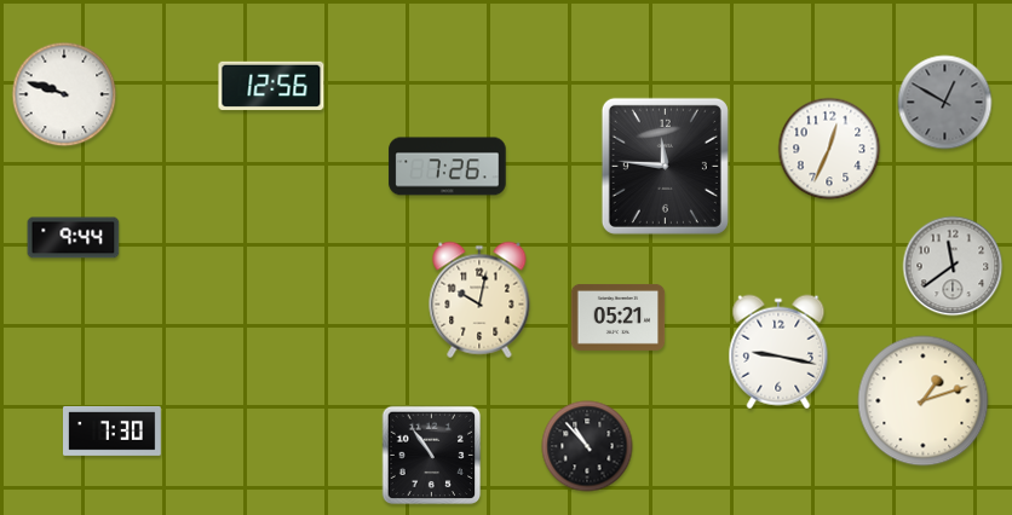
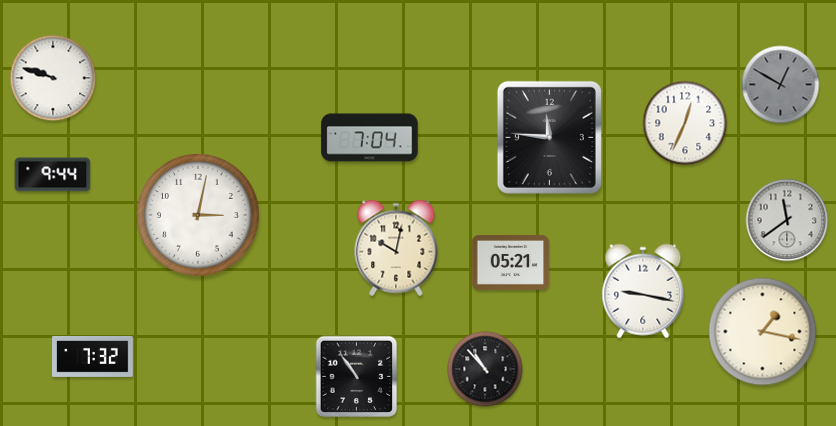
clock at (271, 86): 12:56 -> none
clock at (448, 167): 7:26 -> 7:04
clock at (74, 238) position: (74, 238) -> (53, 175)
clock at (198, 215): none -> 3:02
clock at (924, 401): 1:12 -> 1:17
clock at (113, 432): 7:30 -> 7:32
